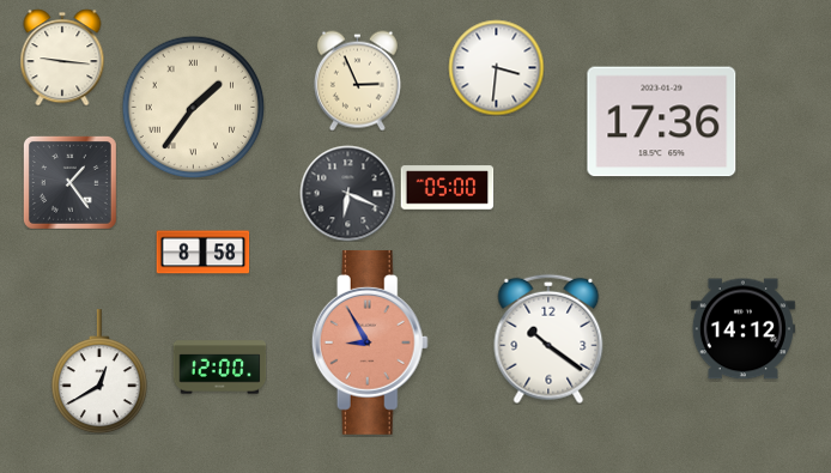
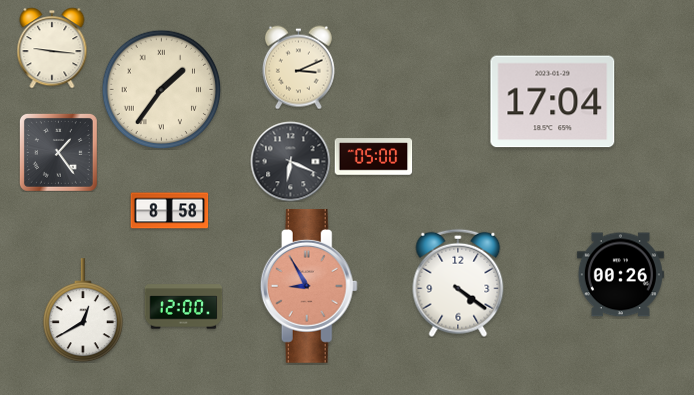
clock at (496, 67): 3:31 -> none
clock at (357, 80): 2:56 -> 3:11
clock at (662, 122): 17:36 -> 17:04
clock at (742, 329): 14:12 -> 00:26
clock at (548, 339): 10:21 -> 4:21
